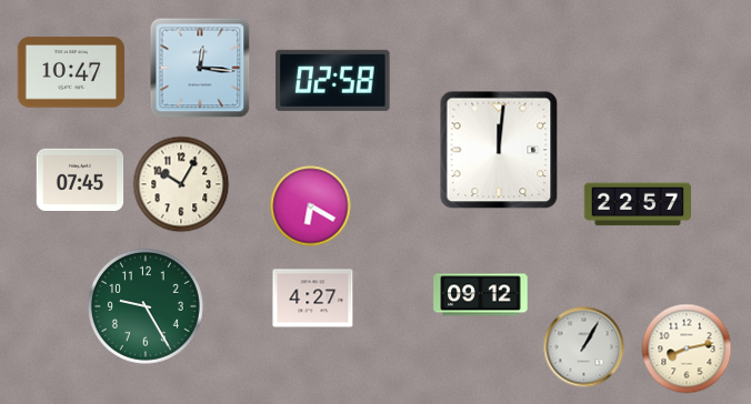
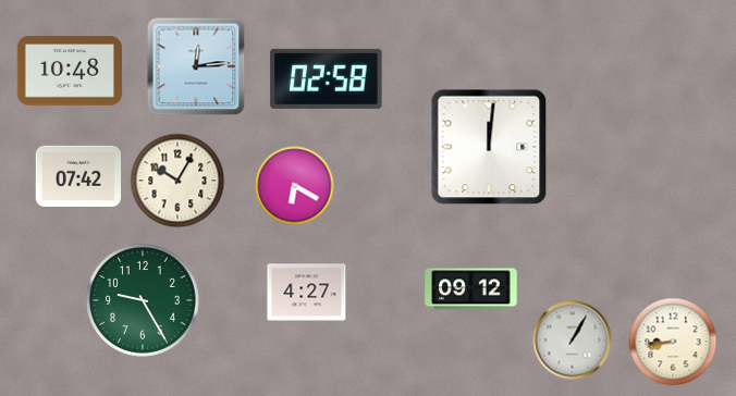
clock at (200, 68): 12:16 -> 12:14
clock at (71, 72): 10:47 -> 10:48
clock at (80, 179): 07:45 -> 07:42
clock at (638, 204): 22:57 -> none
clock at (311, 206) position: (311, 206) -> (295, 186)
clock at (687, 349): 8:13 -> 8:43
